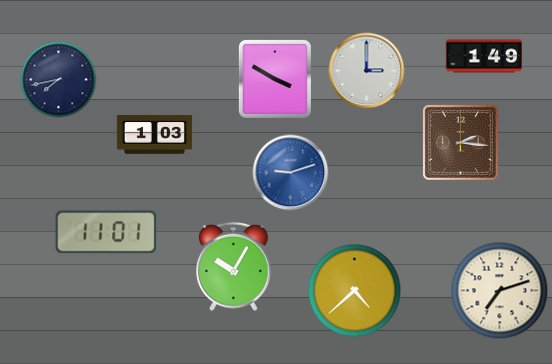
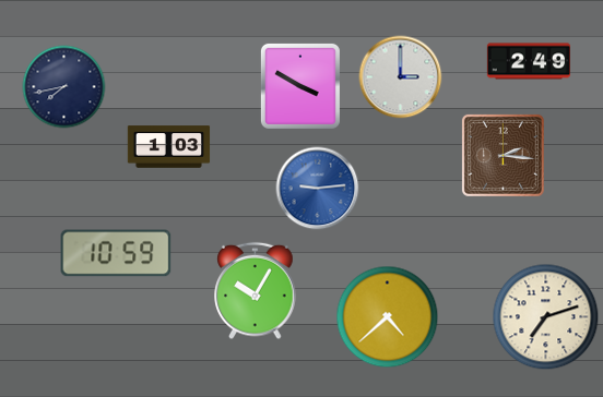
clock at (483, 56): 1:49 -> 2:49
clock at (291, 173): 9:12 -> 9:14
clock at (106, 232): 11:01 -> 10:59
